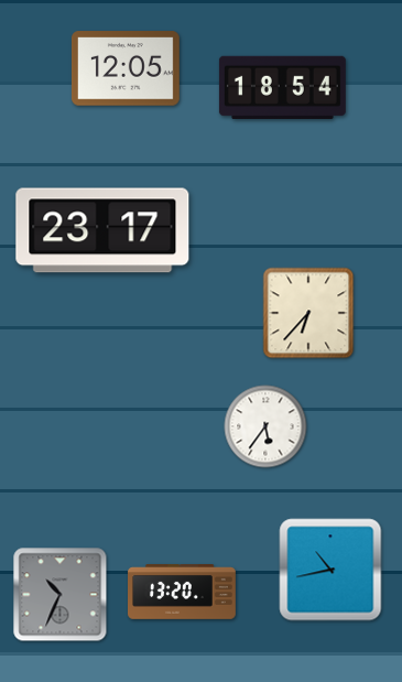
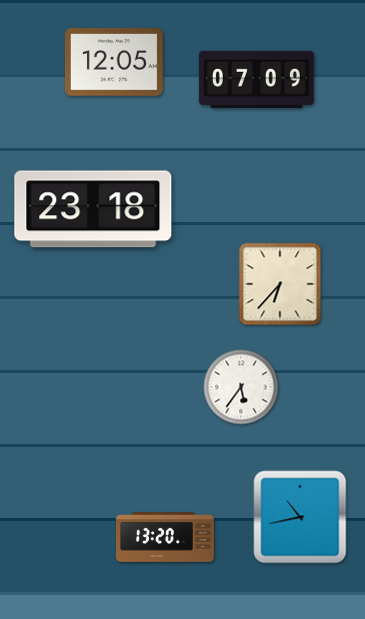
clock at (282, 87): 18:54 -> 07:09
clock at (102, 230): 23:17 -> 23:18
clock at (61, 595): 10:34 -> none
